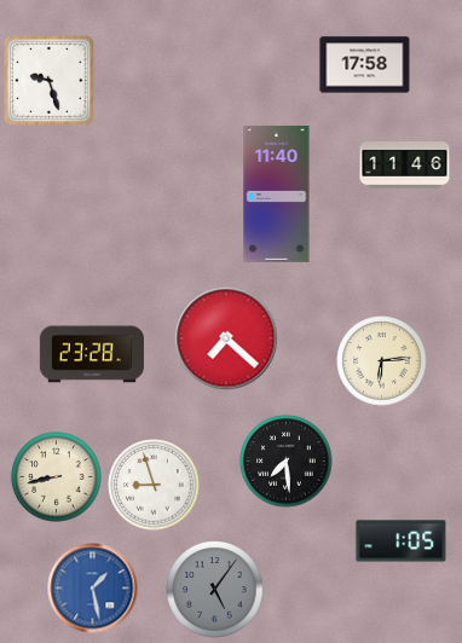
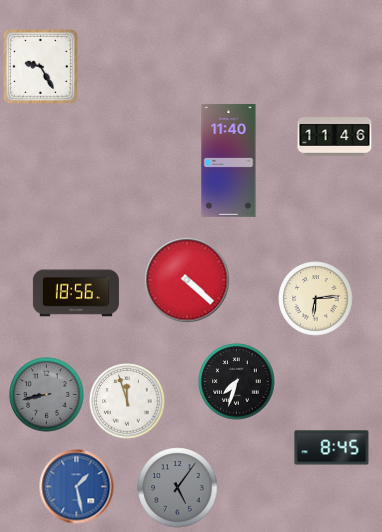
clock at (365, 65): 17:58 -> none
clock at (50, 81): 9:27 -> 9:25
clock at (226, 338): 7:22 -> 4:22
clock at (92, 354): 23:28 -> 18:56
clock at (287, 462): 7:29 -> 7:33
clock at (57, 477) dial: cream -> grey
clock at (154, 485): 8:57 -> 11:57
clock at (402, 541): 1:05 -> 8:45
